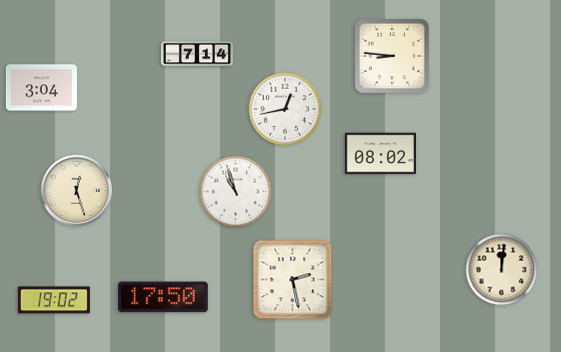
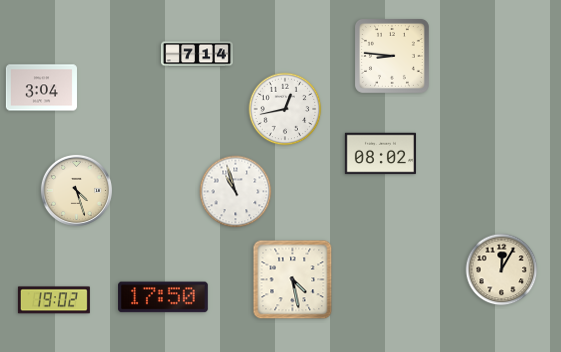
clock at (76, 190): 12:27 -> 4:27
clock at (502, 270): 12:01 -> 12:05
clock at (293, 280): 2:28 -> 4:28
